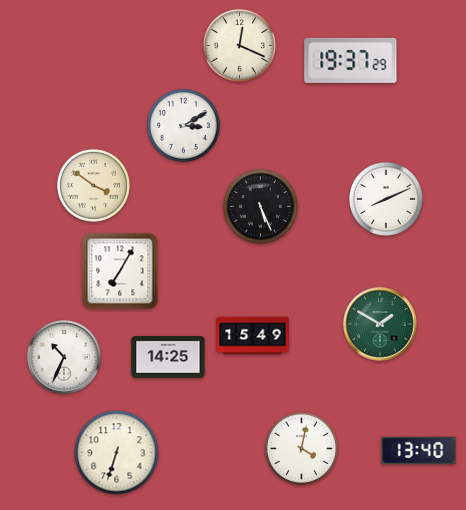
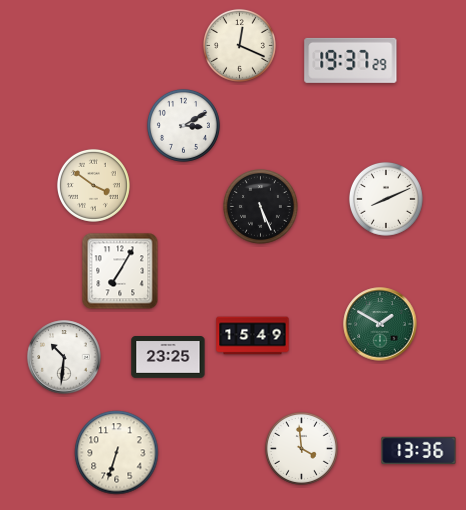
clock at (64, 357): 10:34 -> 10:31
clock at (168, 357): 14:25 -> 23:25
clock at (301, 448): 4:02 -> 3:59
clock at (419, 451): 13:40 -> 13:36
